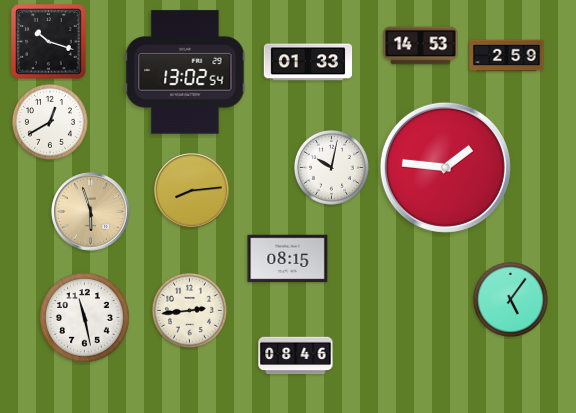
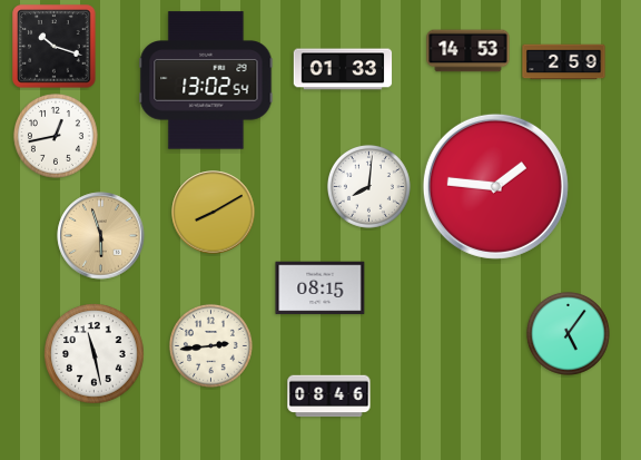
clock at (50, 122): 12:40 -> 12:43
clock at (331, 167): 10:02 -> 8:01
clock at (192, 191): 8:14 -> 8:10
